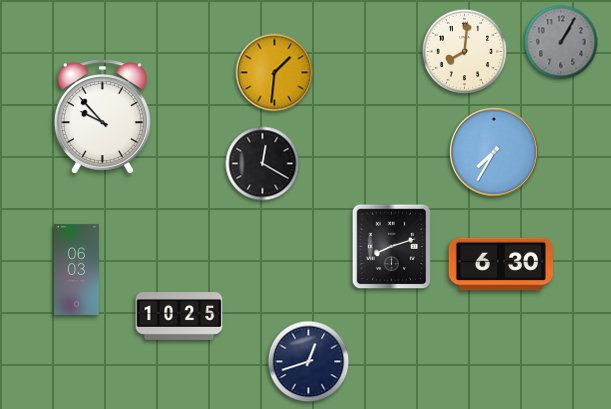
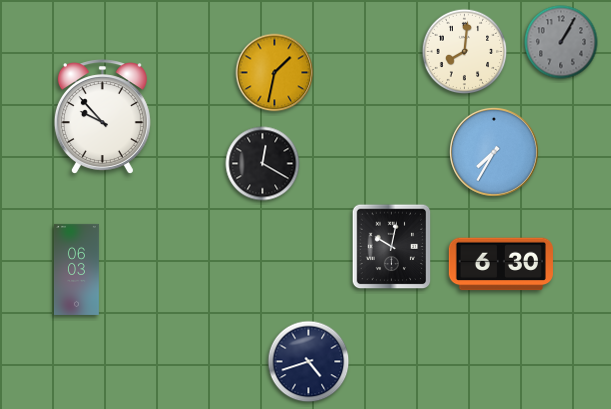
clock at (275, 73): 1:31 -> 1:32
clock at (392, 247): 8:12 -> 10:02
clock at (179, 317): 10:25 -> none
clock at (309, 362): 12:42 -> 4:42
